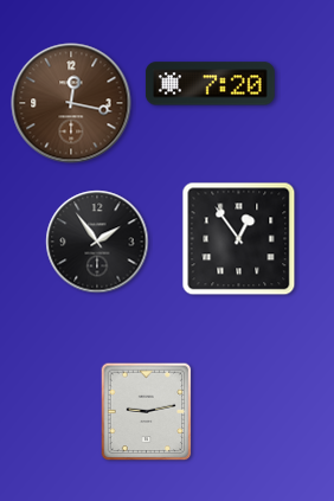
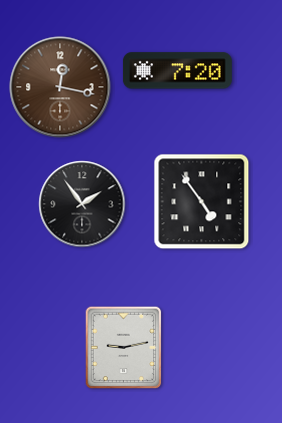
clock at (239, 239): 12:54 -> 4:54
